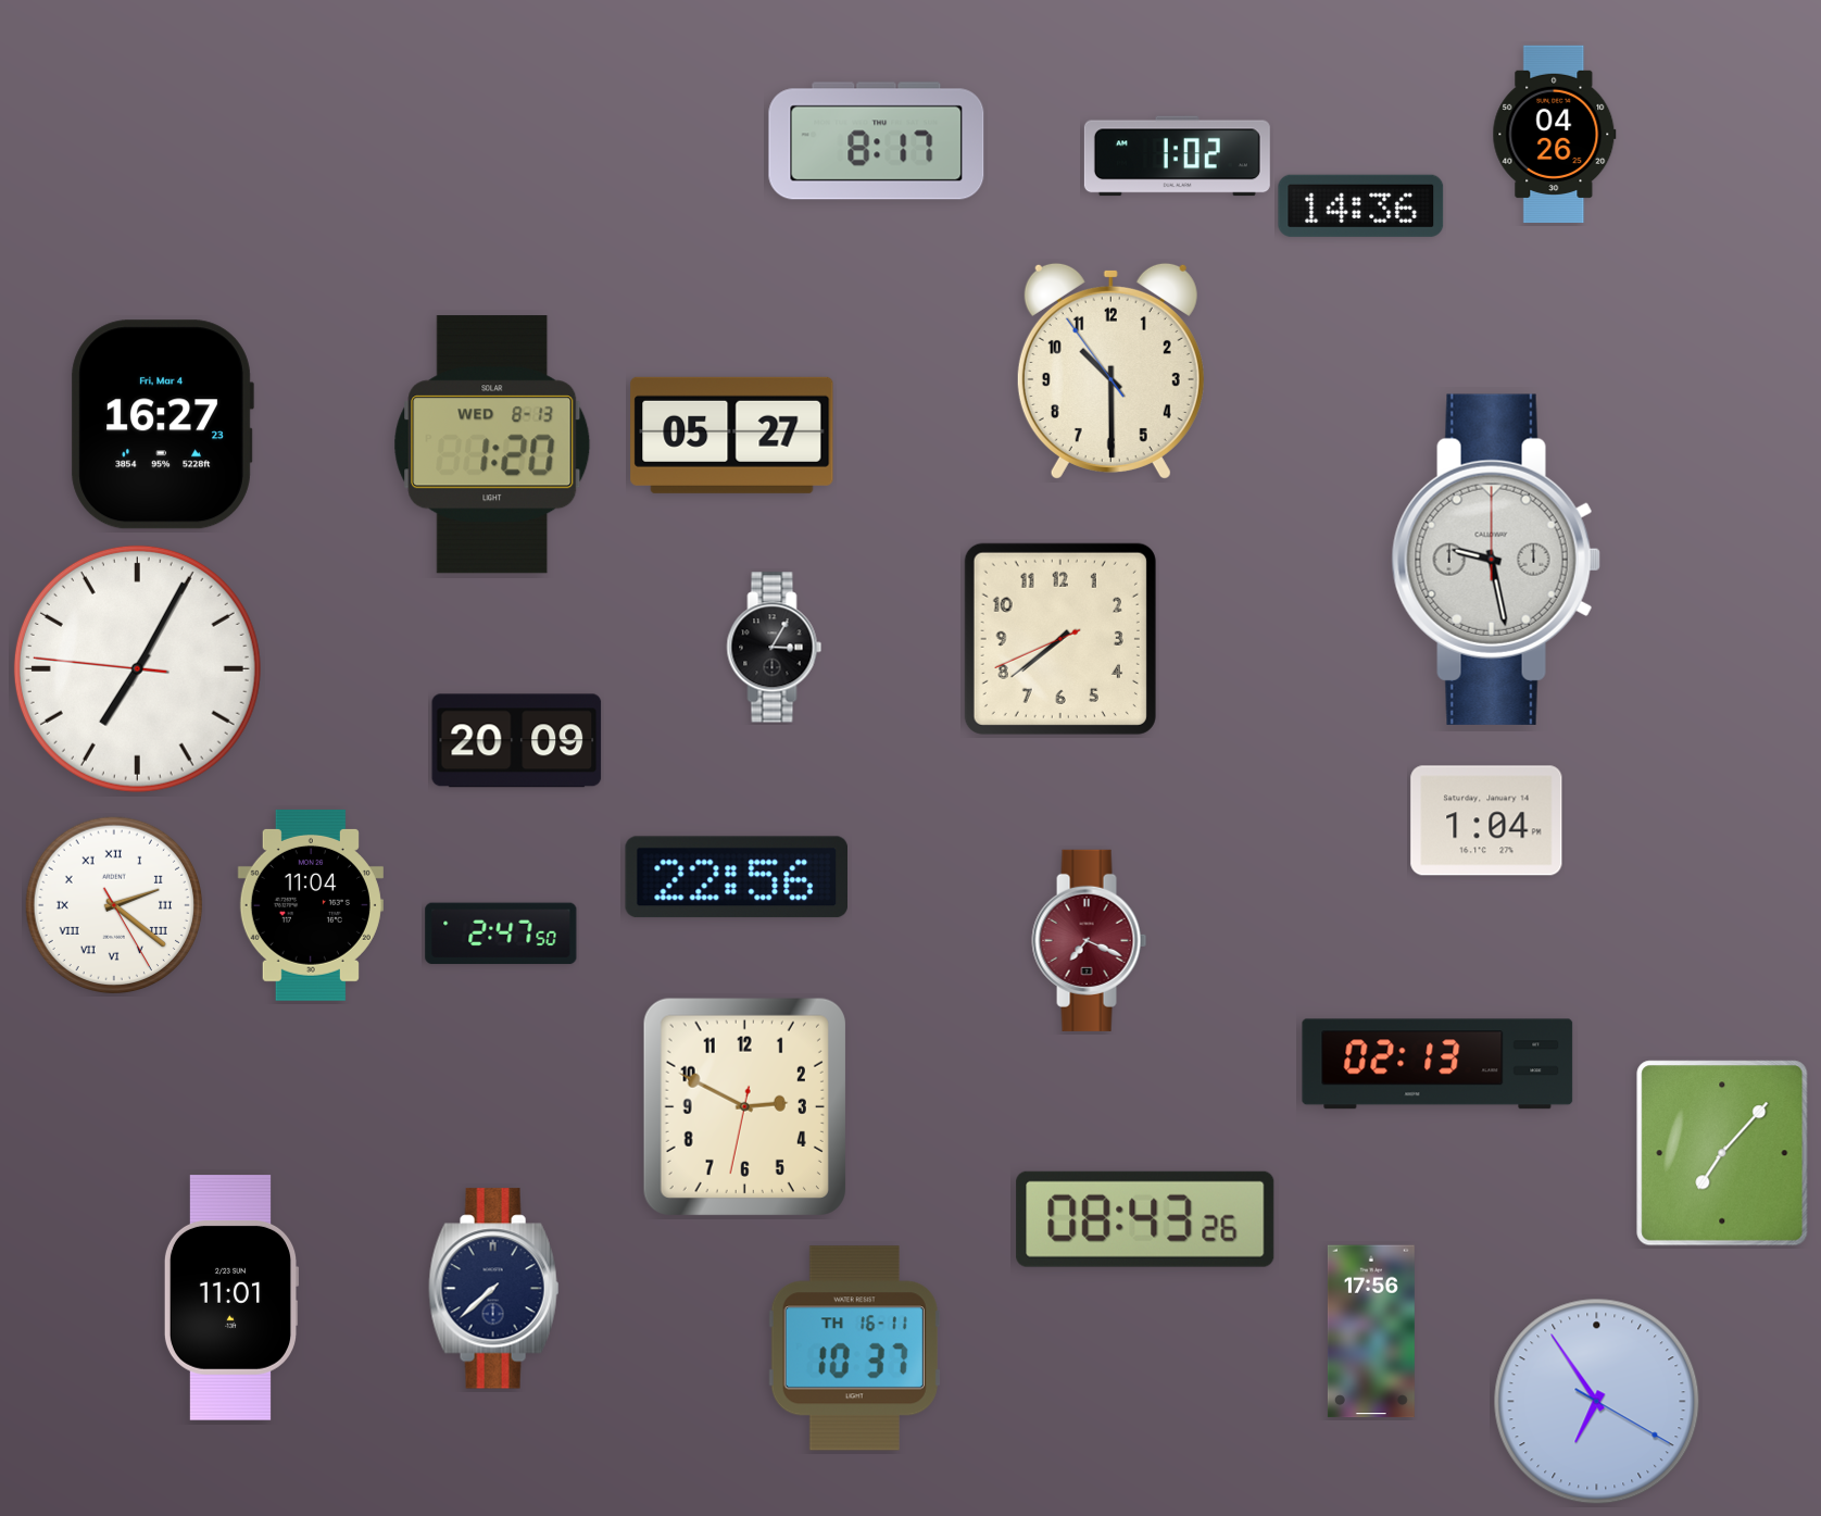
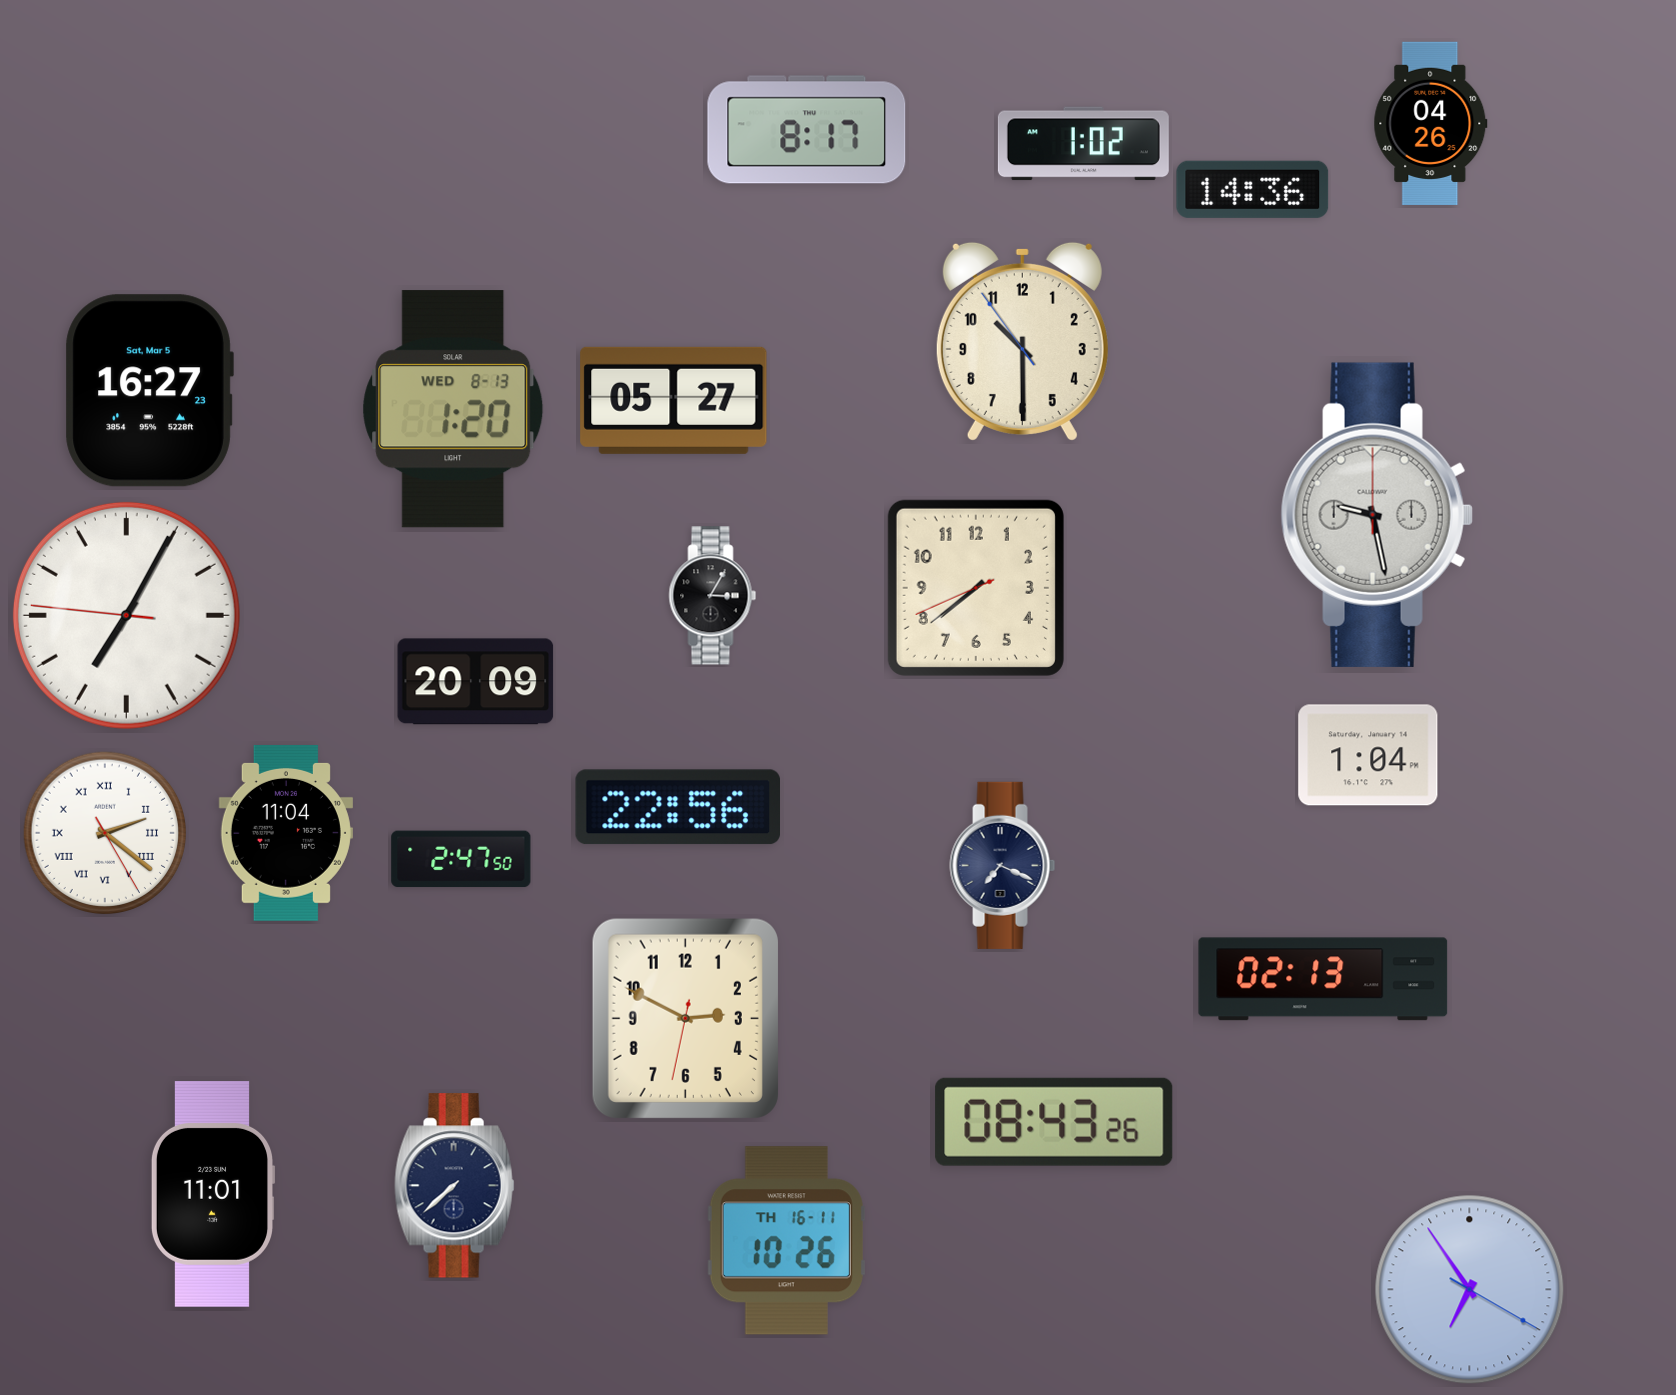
clock at (162, 425) date: Fri, Mar 4 -> Sat, Mar 5
clock at (1090, 940) dial: burgundy -> navy
clock at (1722, 1153): 7:07 -> none
clock at (1371, 1331): 17:56 -> none
clock at (854, 1349): 10:37 -> 10:26
